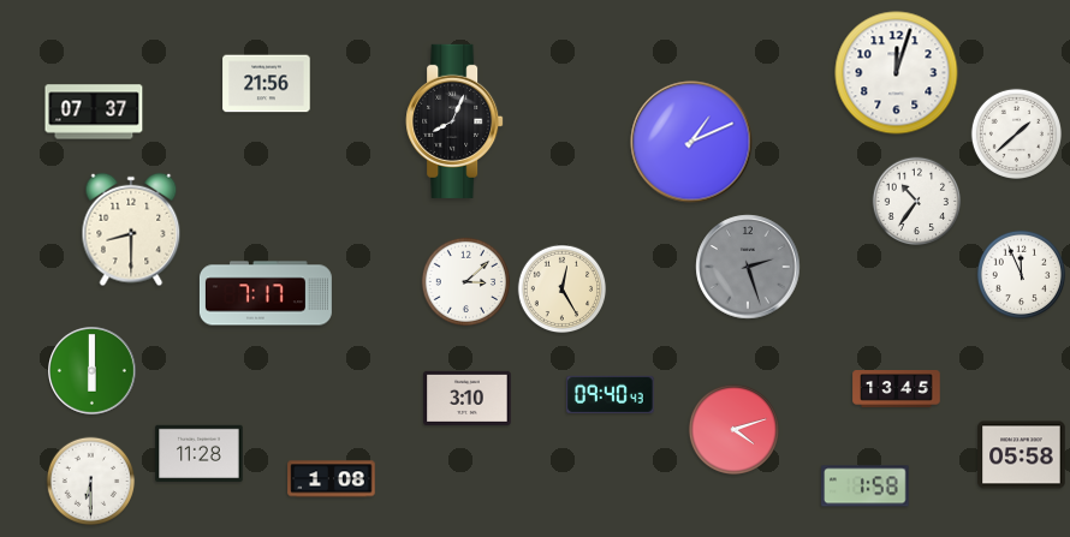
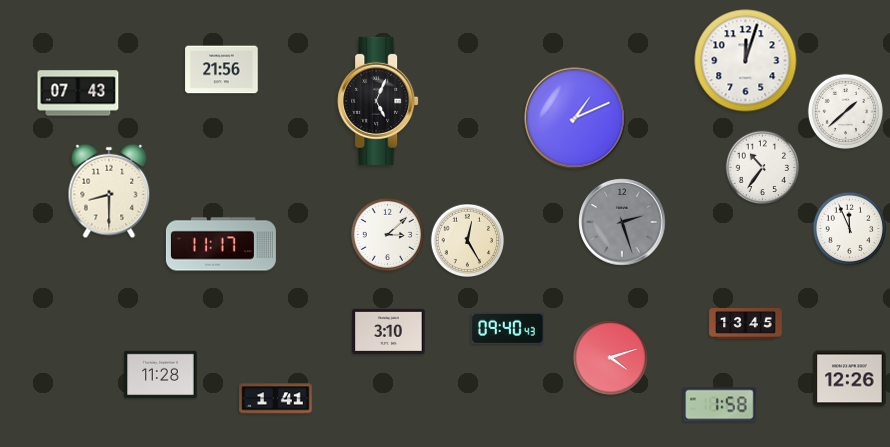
clock at (94, 112): 07:37 -> 07:43
clock at (454, 121): 8:04 -> 5:04
clock at (266, 293): 7:17 -> 11:17
clock at (93, 371): 6:00 -> none
clock at (200, 454) position: (200, 454) -> (161, 375)
clock at (1022, 455): 05:58 -> 12:26
clock at (332, 479): 1:08 -> 1:41
clock at (91, 482): 6:30 -> none
